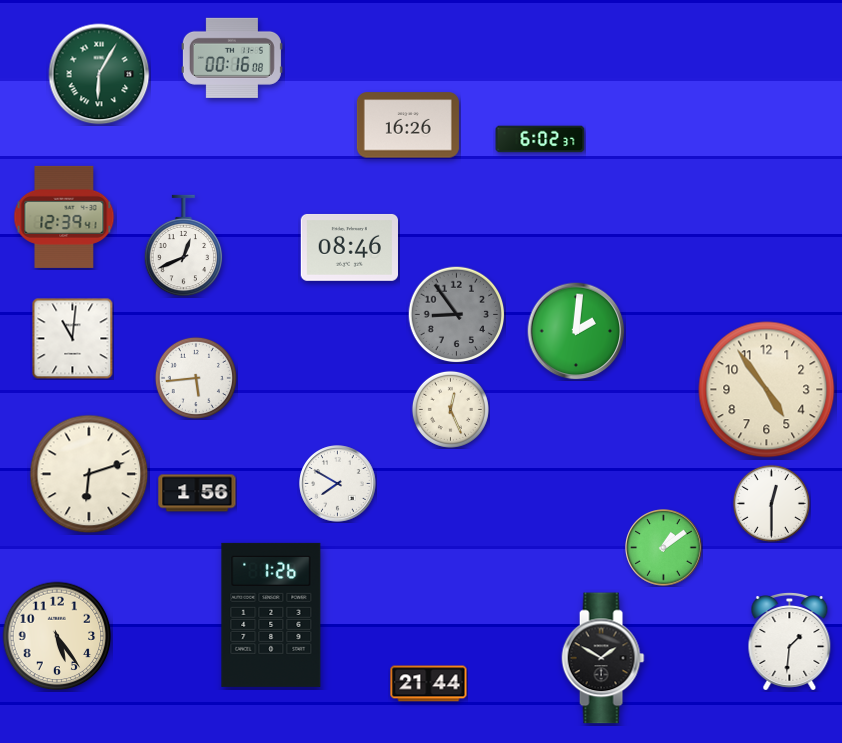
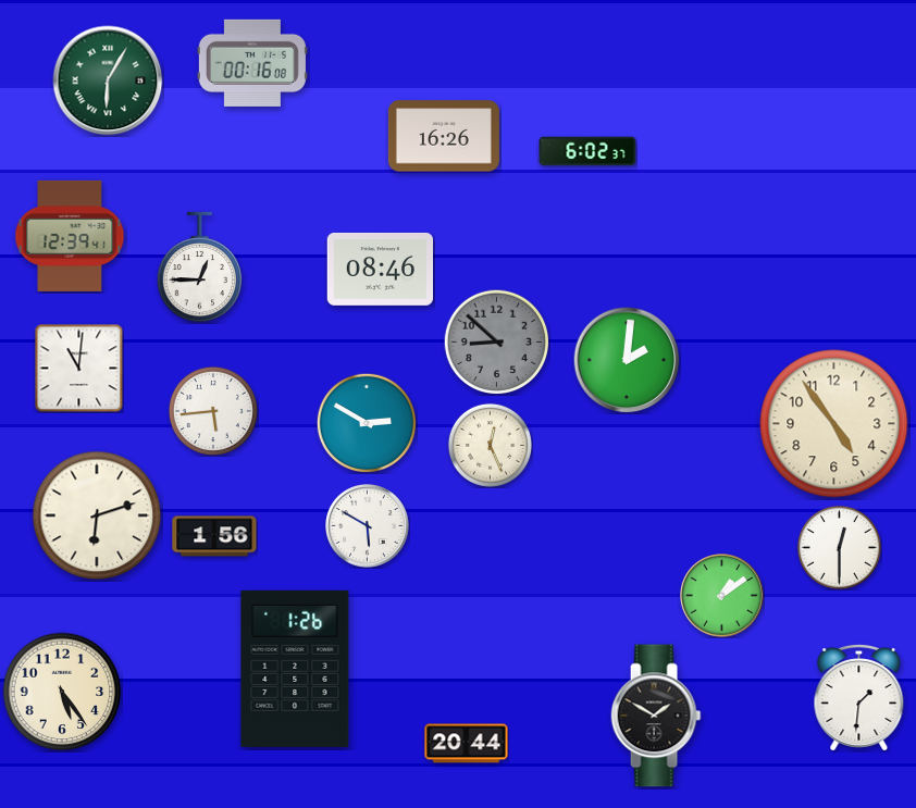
clock at (184, 246): 12:41 -> 12:45
clock at (456, 314): 8:54 -> 8:52
clock at (366, 422): none -> 2:50
clock at (338, 484): 7:50 -> 5:50
clock at (429, 684): 21:44 -> 20:44
